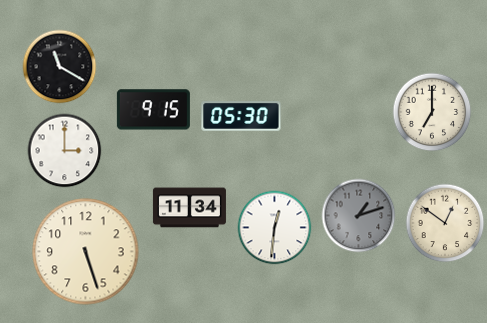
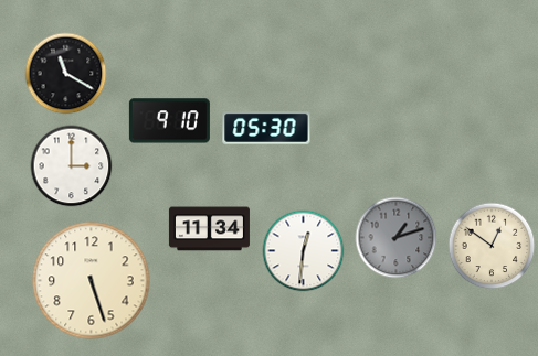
clock at (153, 110): 9:15 -> 9:10
clock at (432, 112): 7:00 -> none
clock at (86, 252) position: (86, 252) -> (92, 281)
